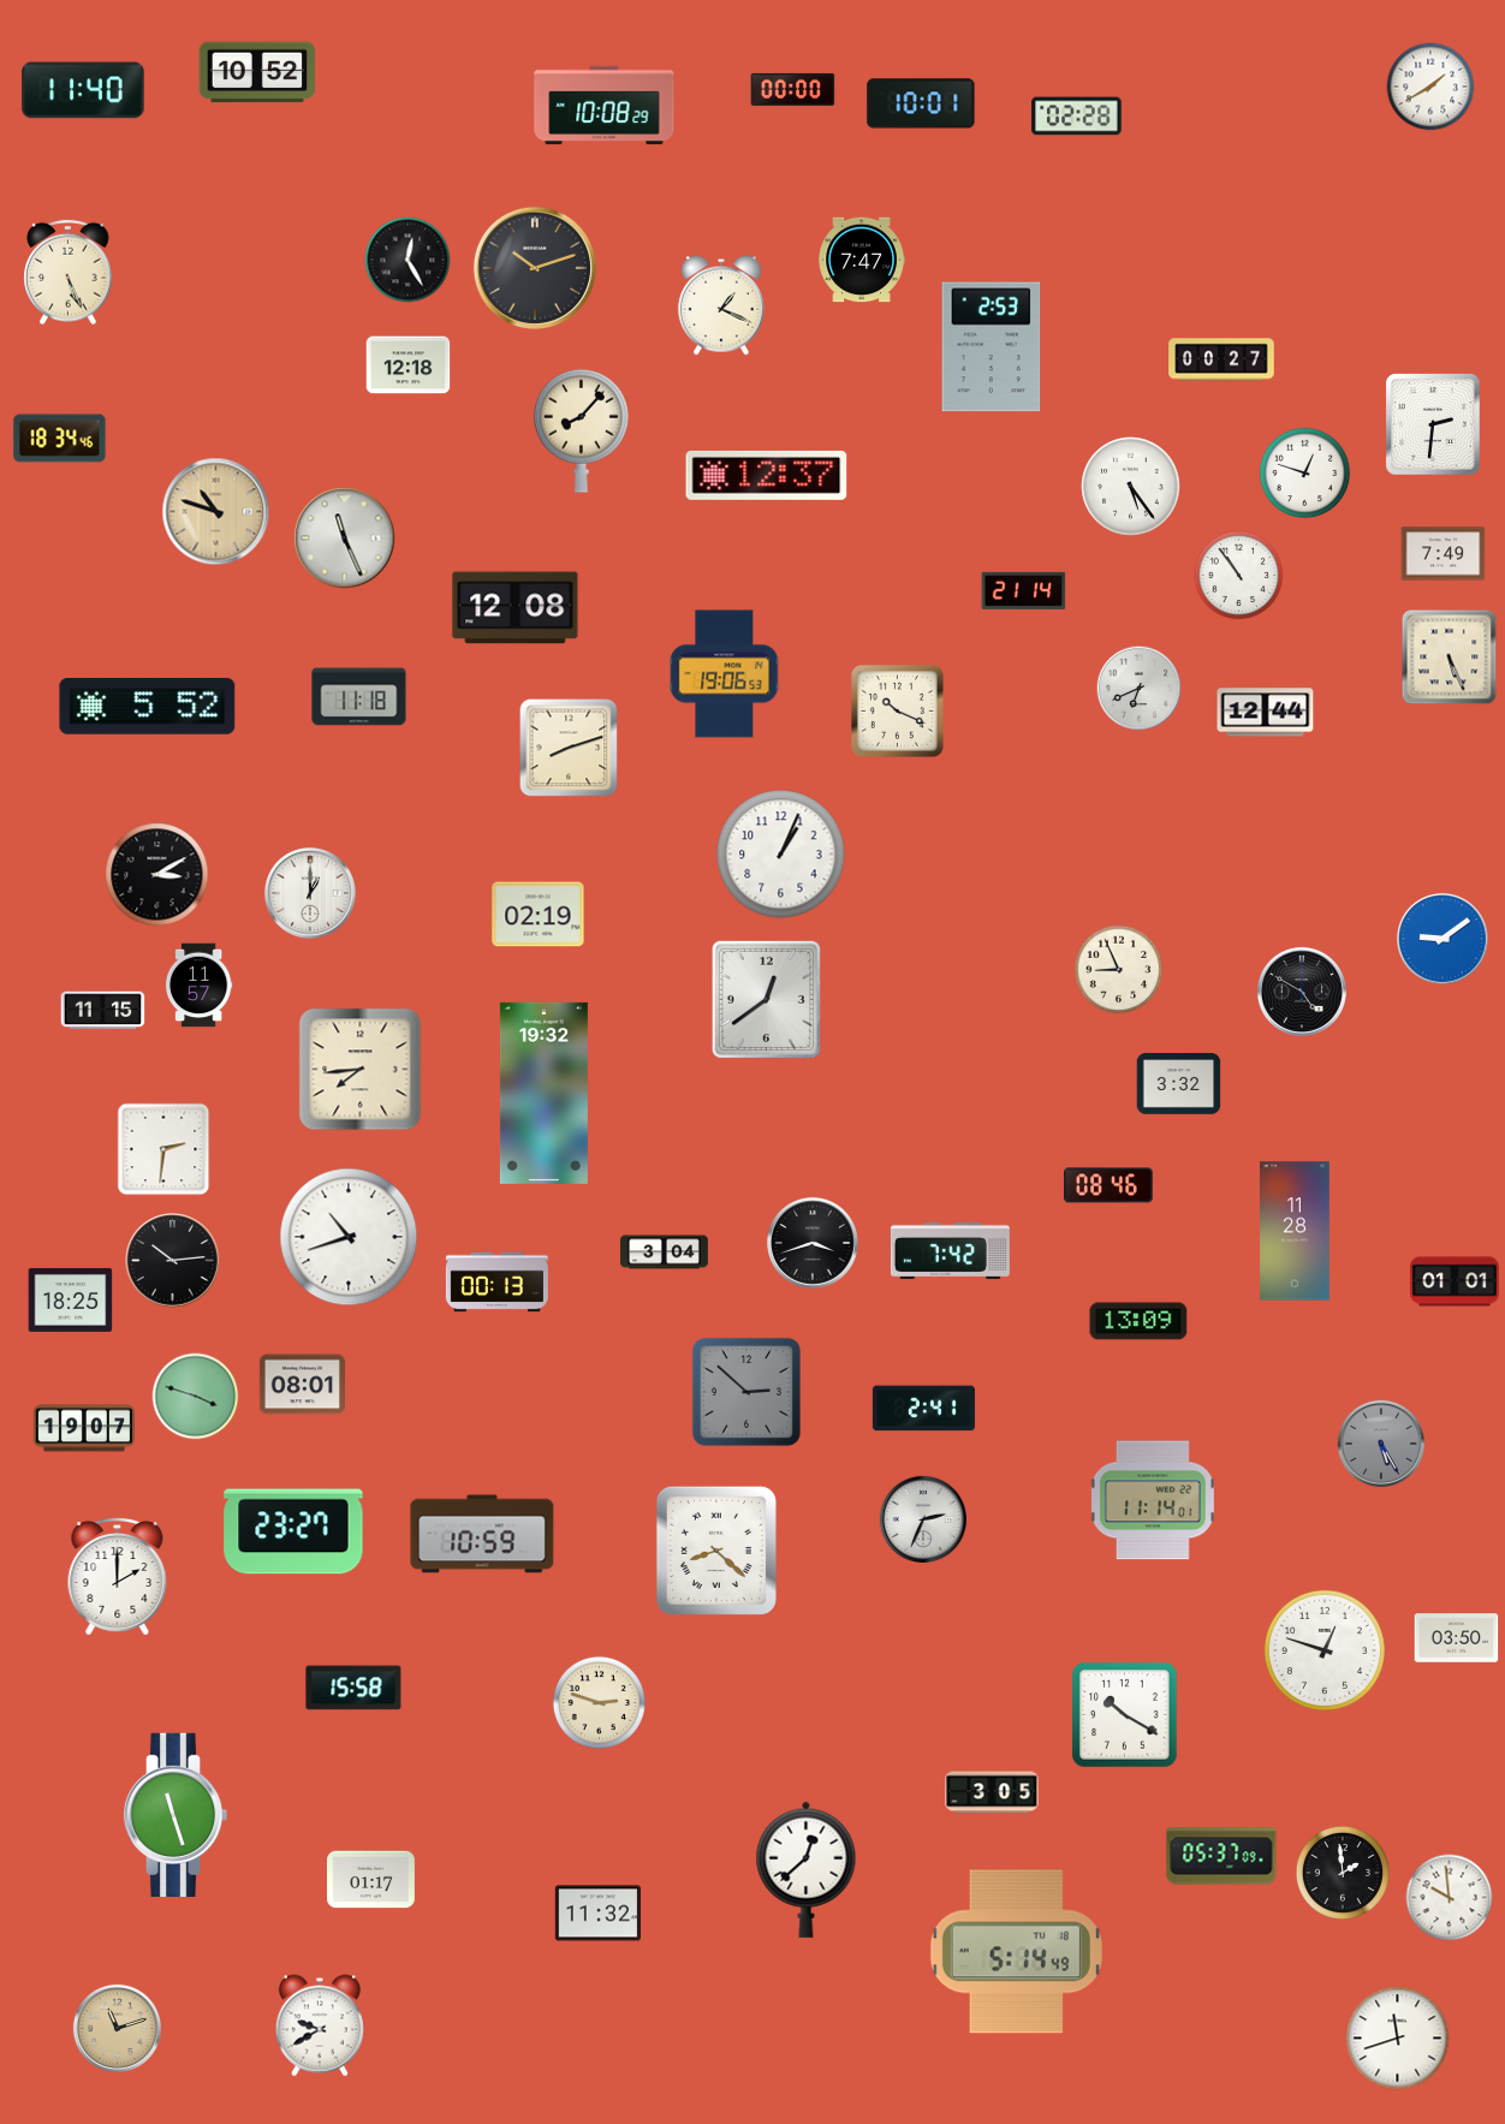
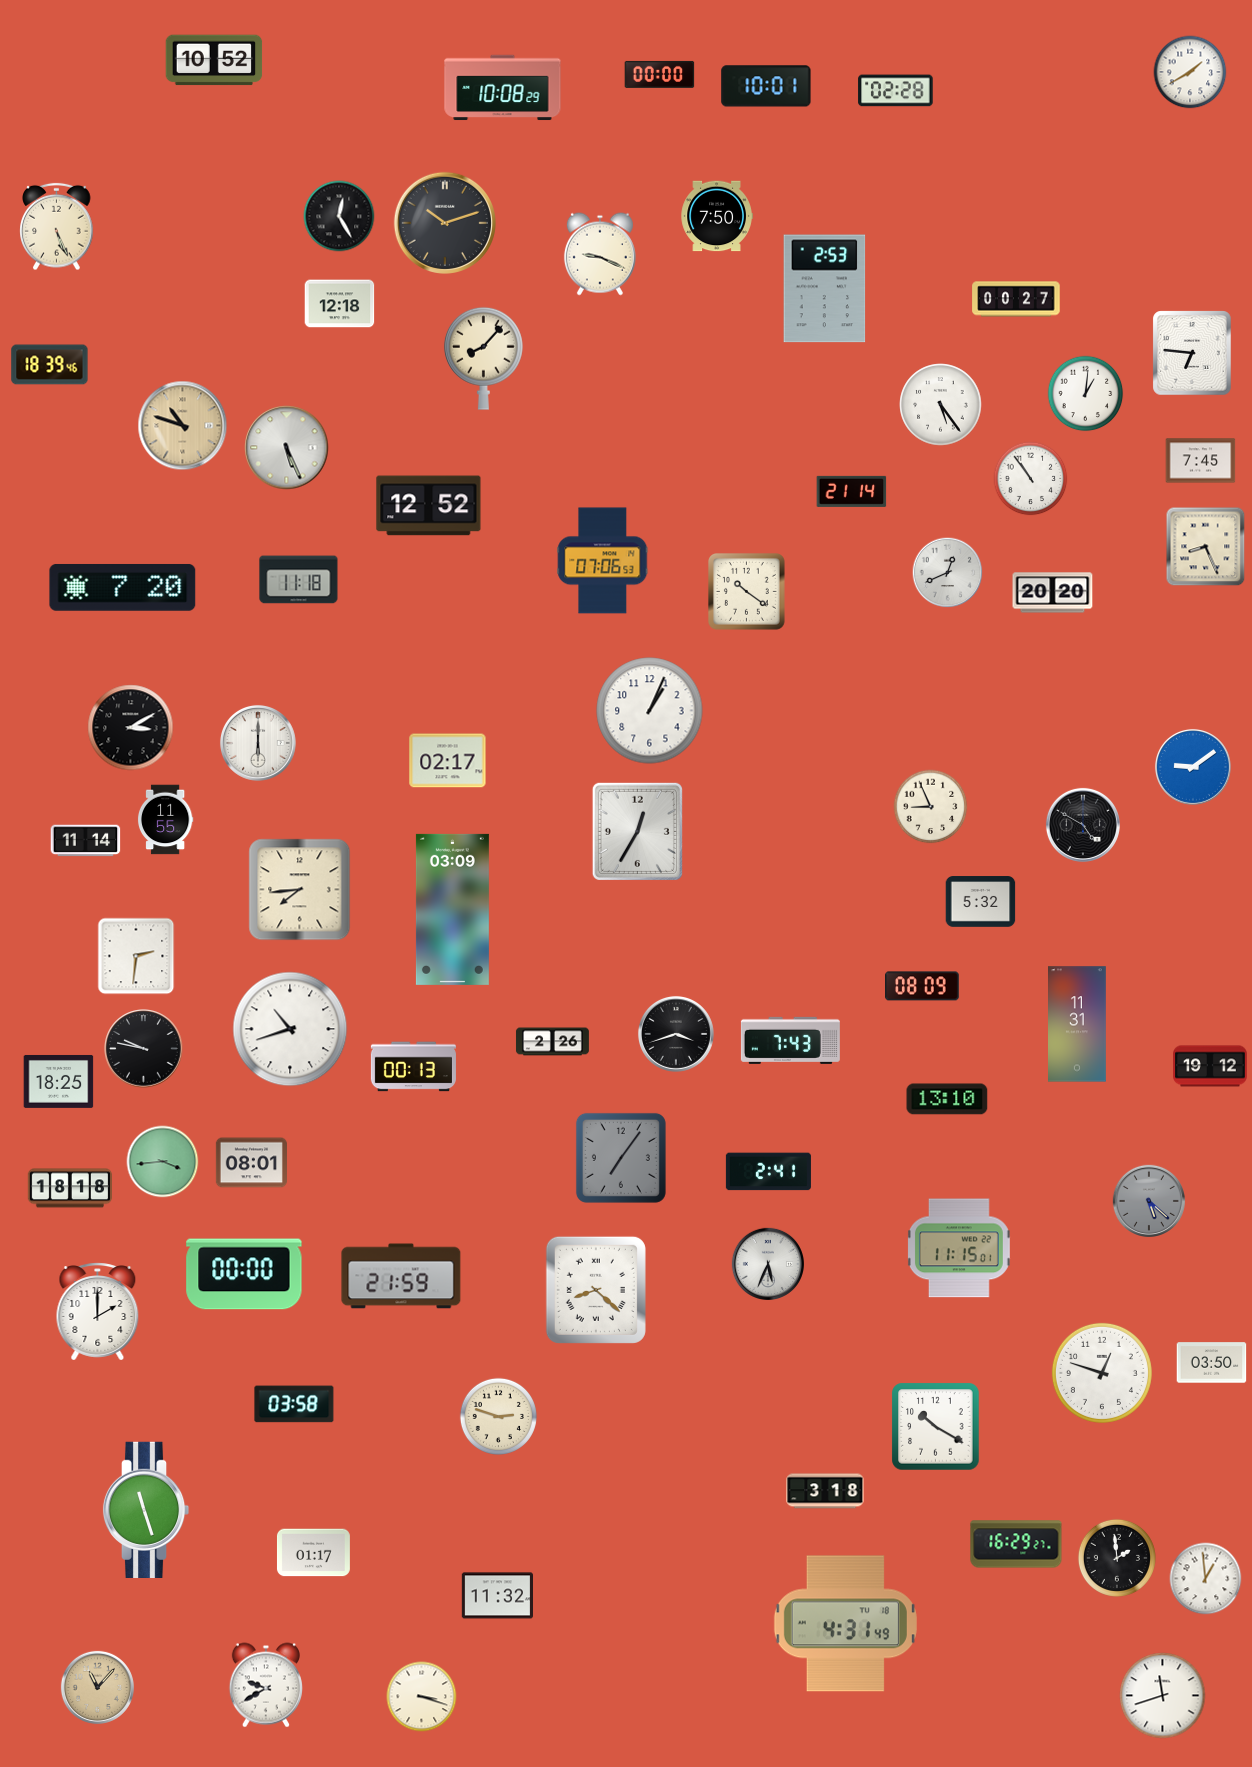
clock at (83, 90): 11:40 -> none
clock at (1077, 117) position: (1077, 117) -> (896, 91)
clock at (862, 260): 7:47 -> 7:50
clock at (721, 305): 1:19 -> 9:19
clock at (1433, 424): 2:31 -> 6:46
clock at (60, 439): 18:34 -> 18:39
clock at (1305, 474): 12:48 -> 1:01
clock at (767, 475): 12:37 -> none
clock at (216, 512) position: (216, 512) -> (183, 426)
clock at (345, 539): 11:26 -> 5:26
clock at (1444, 554): 7:49 -> 7:45
clock at (516, 608): 12:08 -> 12:52
clock at (1450, 658): 5:26 -> 8:26
clock at (725, 674): 19:06 -> 07:06
clock at (1140, 689): 6:41 -> 12:41
clock at (148, 706): 5:52 -> 7:20
clock at (898, 712): 10:19 -> 10:21
clock at (1266, 713): 12:44 -> 20:20
clock at (569, 748): 8:12 -> none
clock at (310, 893): 1:00 -> 6:00
clock at (539, 915): 02:19 -> 02:17
clock at (1442, 939) position: (1442, 939) -> (1193, 767)
clock at (198, 986): 11:57 -> 11:55
clock at (766, 999): 12:39 -> 12:35
clock at (103, 1011): 11:15 -> 11:14
clock at (1179, 1084): 3:32 -> 5:32
clock at (543, 1093): 19:32 -> 03:09
clock at (1108, 1185): 08:46 -> 08:09
clock at (1296, 1231): 11:28 -> 11:31
clock at (950, 1250): 7:42 -> 7:43
clock at (664, 1253): 3:04 -> 2:26
clock at (173, 1261): 10:14 -> 9:47
clock at (1455, 1281): 01:01 -> 19:12
clock at (1138, 1321): 13:09 -> 13:10
clock at (302, 1385) position: (302, 1385) -> (251, 1163)
clock at (746, 1392): 2:52 -> 7:06
clock at (196, 1397): 3:48 -> 3:44
clock at (83, 1428): 19:07 -> 18:18
clock at (1380, 1442): 5:25 -> 5:22
clock at (1153, 1500): 11:14 -> 11:15
clock at (922, 1518): 2:34 -> 5:34
clock at (293, 1531): 23:27 -> 00:00
clock at (482, 1534): 10:59 -> 21:59
clock at (353, 1688): 15:58 -> 03:58
clock at (992, 1792): 3:05 -> 3:18
clock at (1221, 1856): 05:37 -> 16:29
clock at (807, 1869): 12:38 -> none
clock at (370, 1880) position: (370, 1880) -> (313, 1553)
clock at (1450, 1898): 9:59 -> 12:59
clock at (597, 1914) position: (597, 1914) -> (497, 1596)
clock at (1016, 1952): 5:14 -> 4:31
clock at (117, 2028): 11:12 -> 11:07
clock at (422, 1697): none -> 3:18
